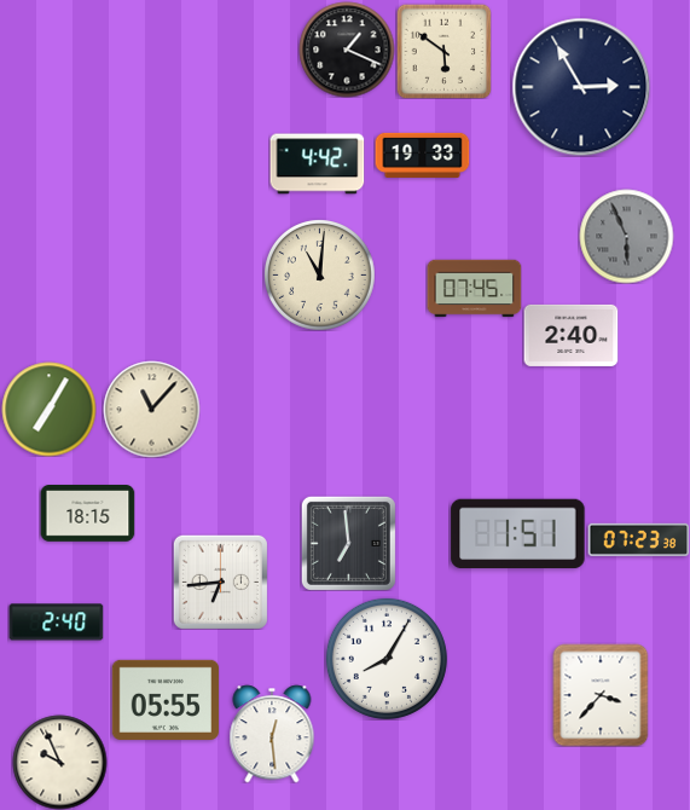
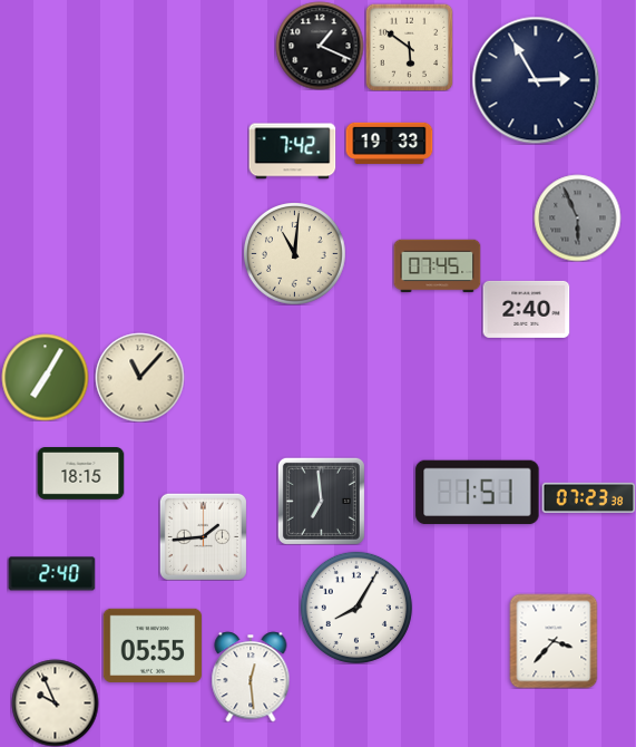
clock at (317, 164): 4:42 -> 7:42
clock at (220, 582): 6:44 -> 1:44
